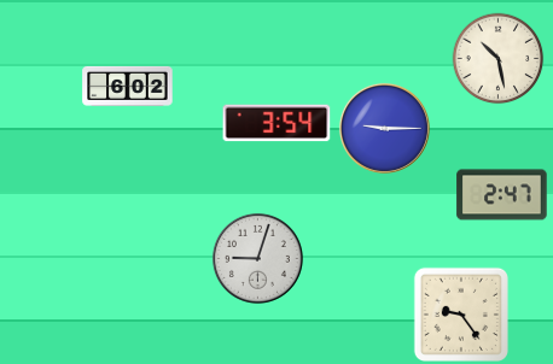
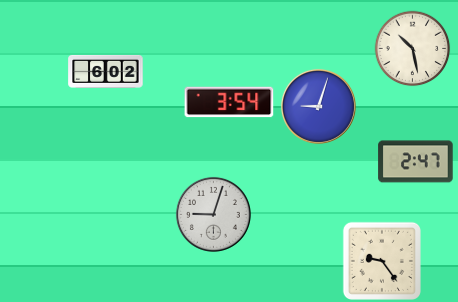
clock at (384, 128): 9:15 -> 9:03
